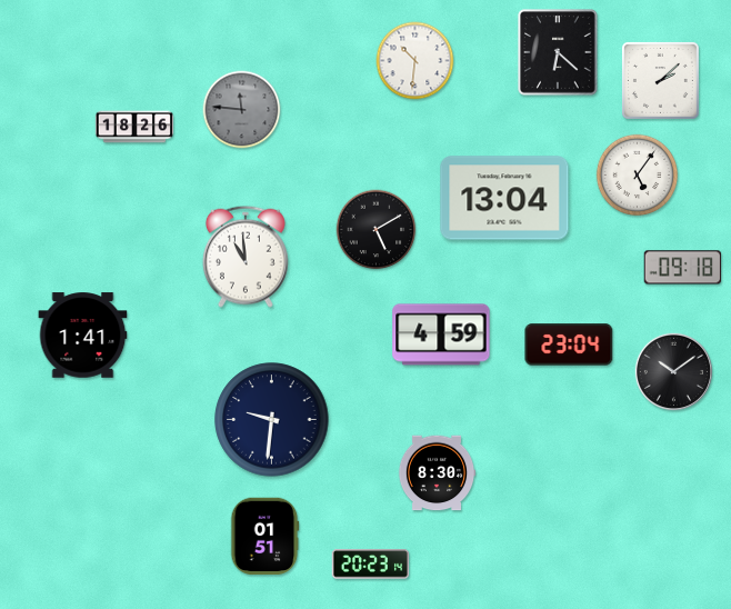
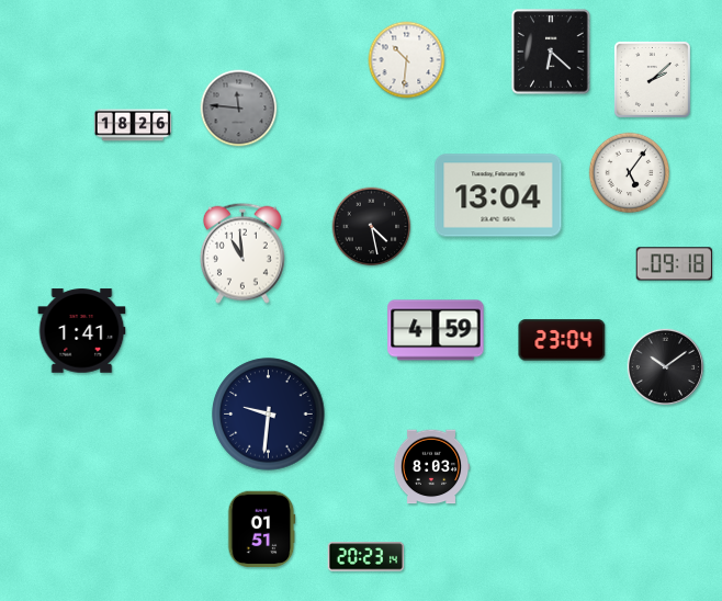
clock at (415, 61) position: (415, 61) -> (407, 60)
clock at (377, 230): 5:10 -> 4:28
clock at (437, 473): 8:30 -> 8:03
